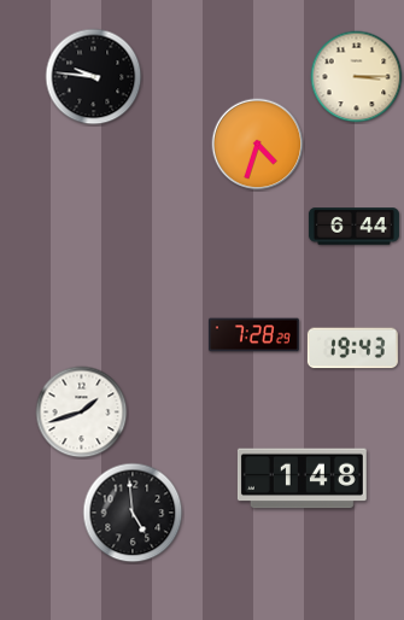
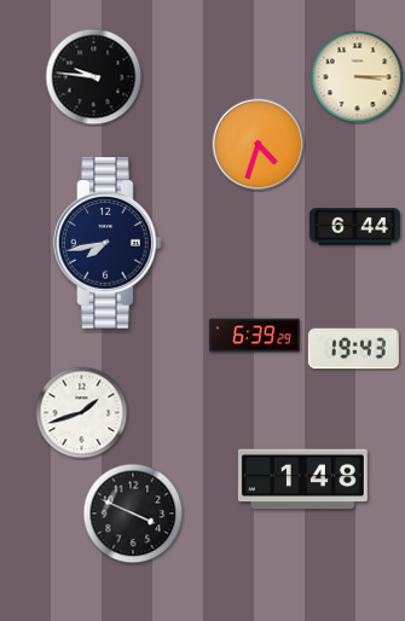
clock at (108, 243): none -> 7:43
clock at (253, 335): 7:28 -> 6:39
clock at (133, 513): 4:59 -> 3:49
